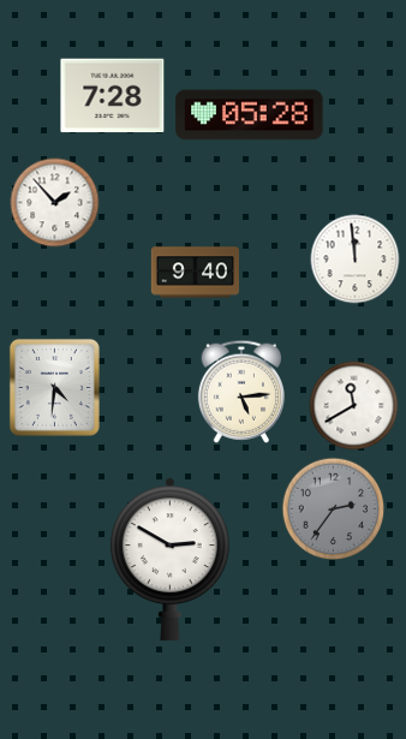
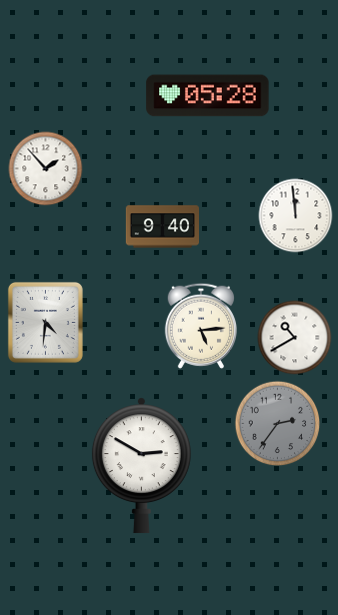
clock at (113, 96): 7:28 -> none
clock at (354, 406): 11:40 -> 10:40
